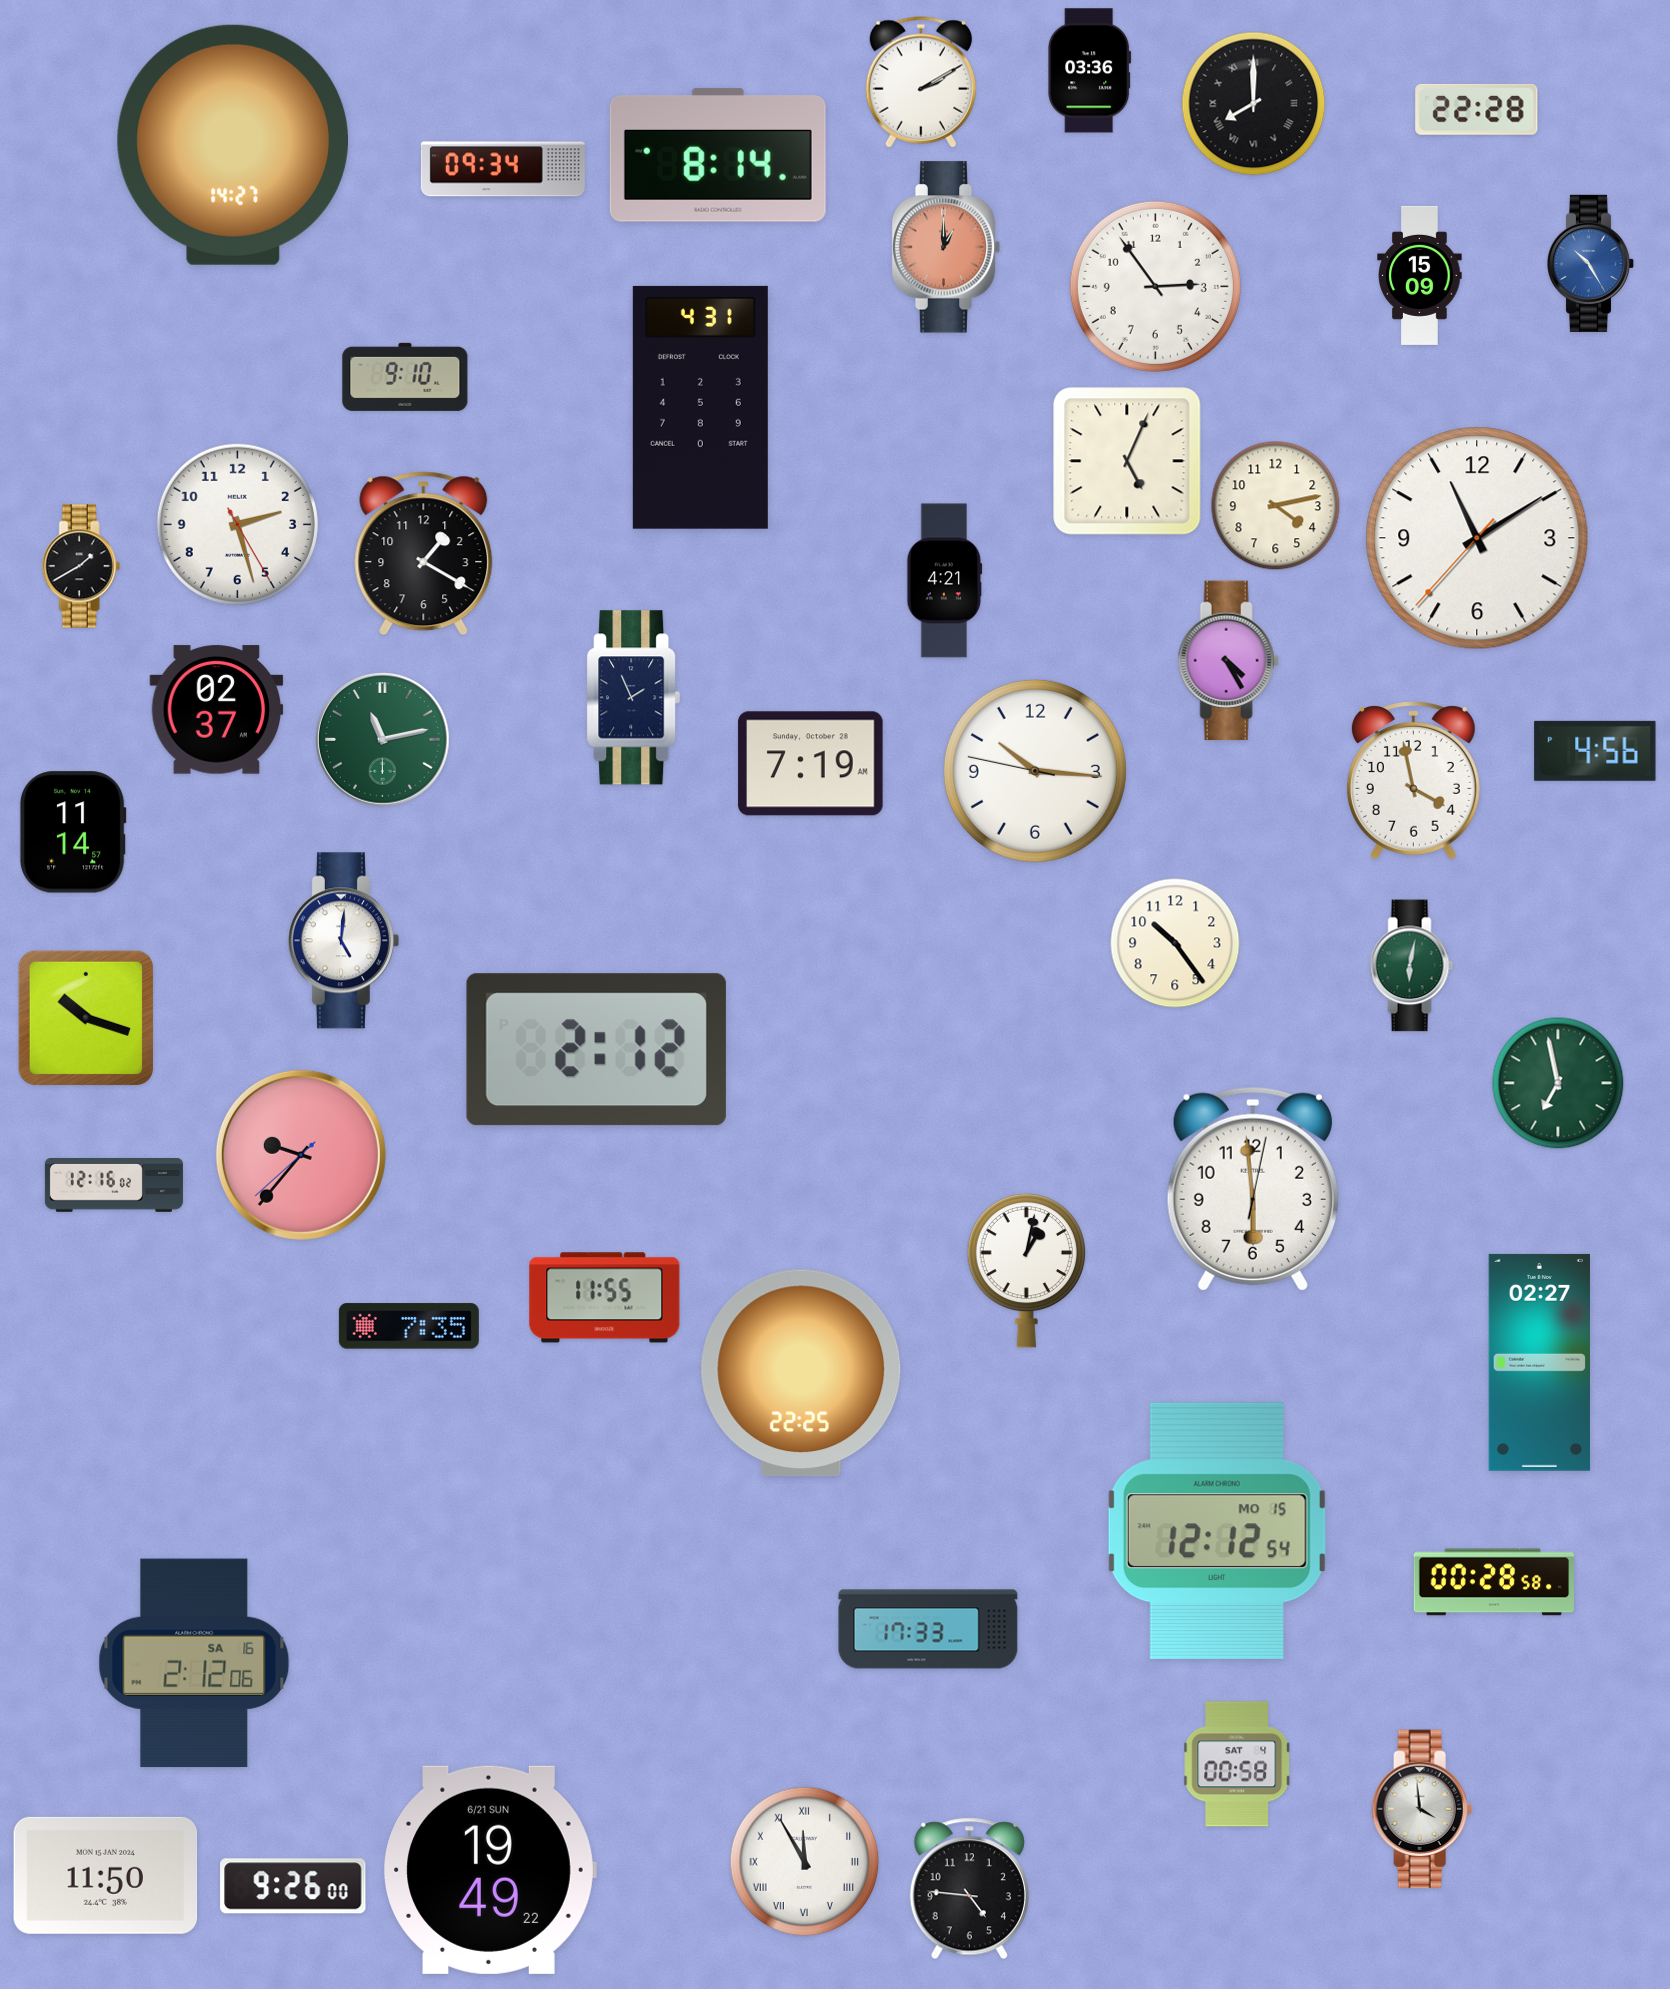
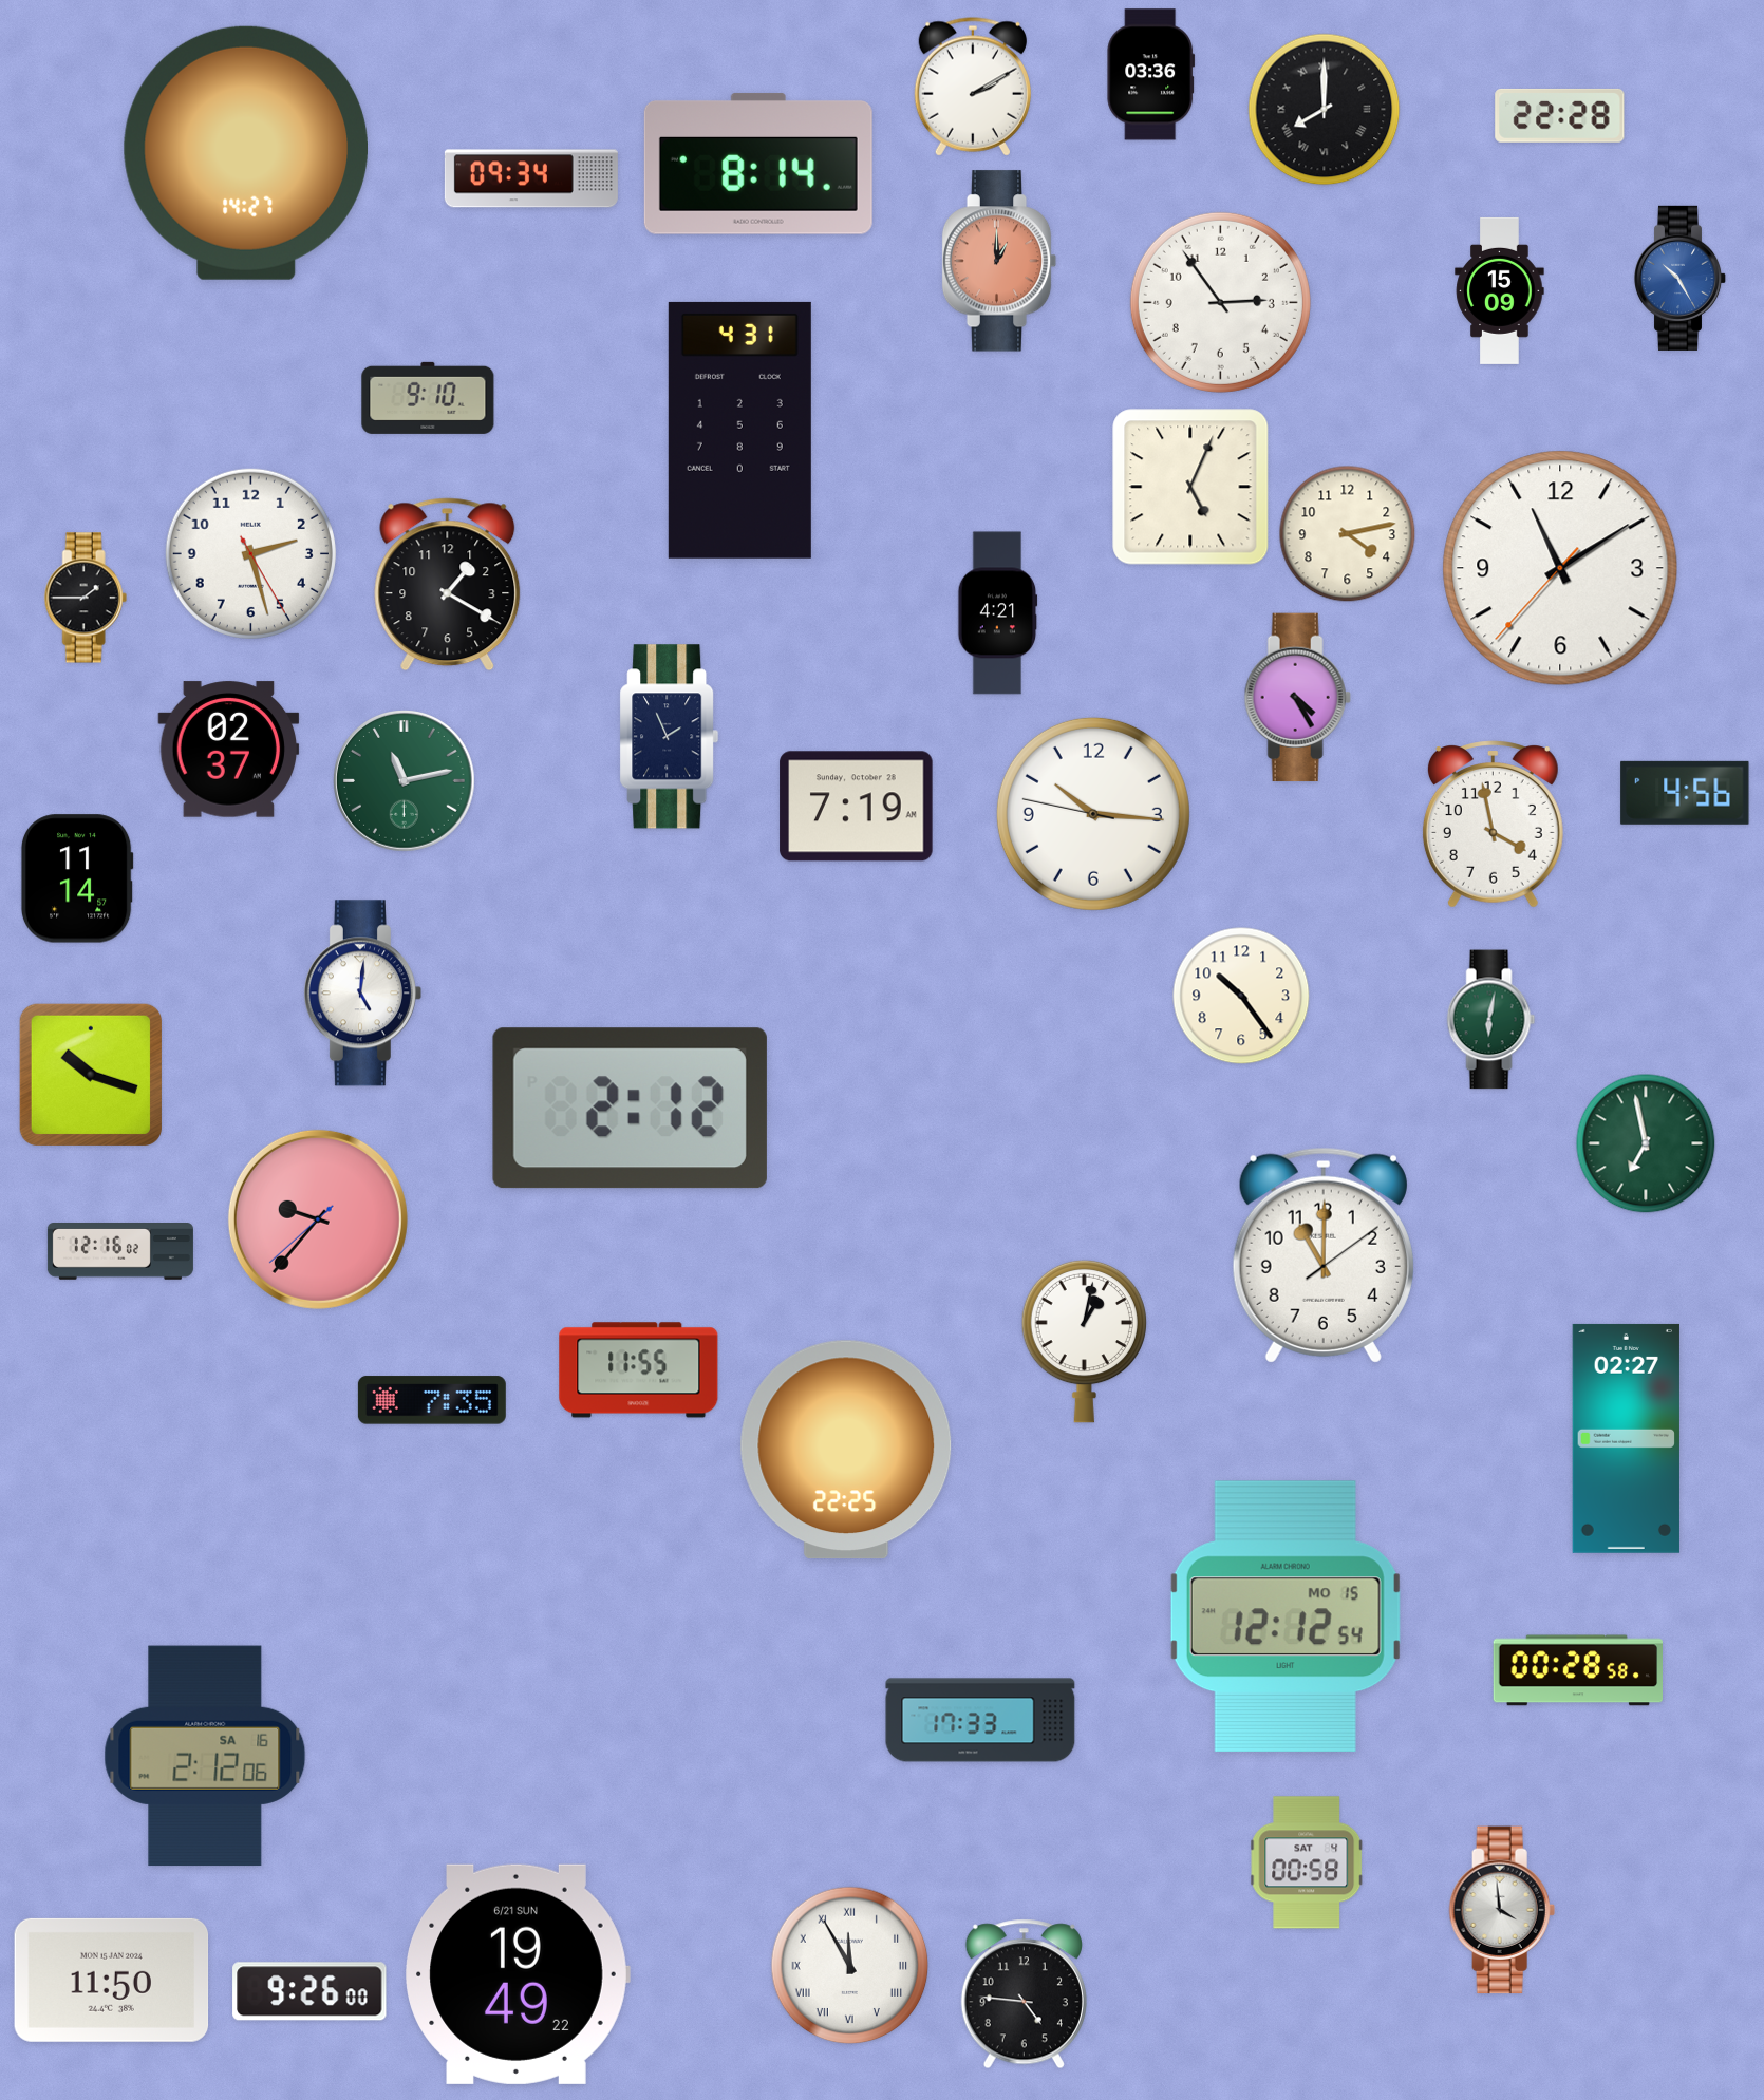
clock at (81, 566): 1:40 -> 1:45
clock at (1253, 1189): 5:59 -> 11:00
